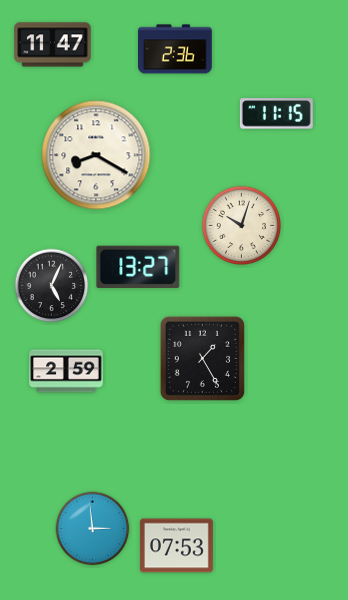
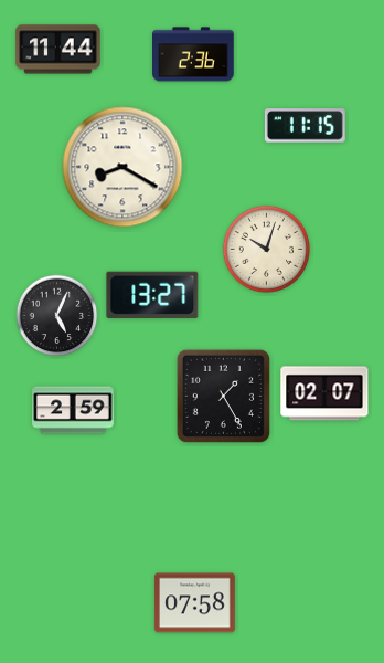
clock at (53, 45): 11:47 -> 11:44
clock at (96, 155) position: (96, 155) -> (122, 167)
clock at (324, 393): none -> 02:07
clock at (93, 529): 2:59 -> none
clock at (176, 546): 07:53 -> 07:58
